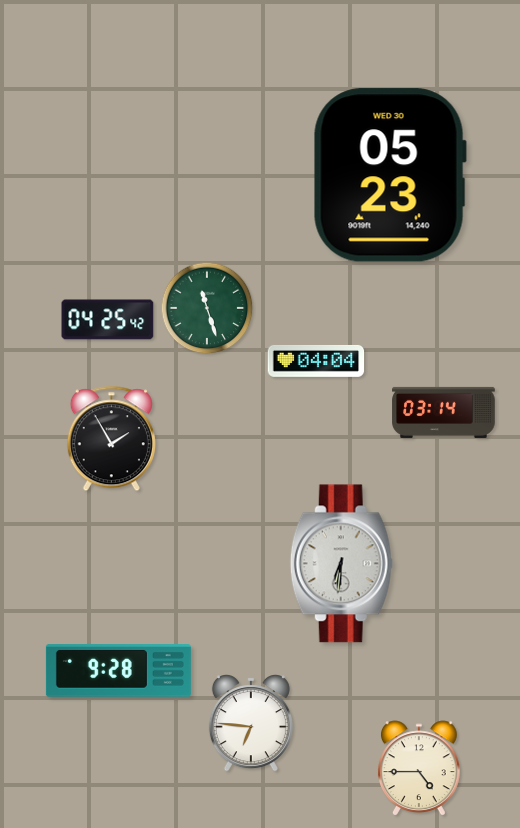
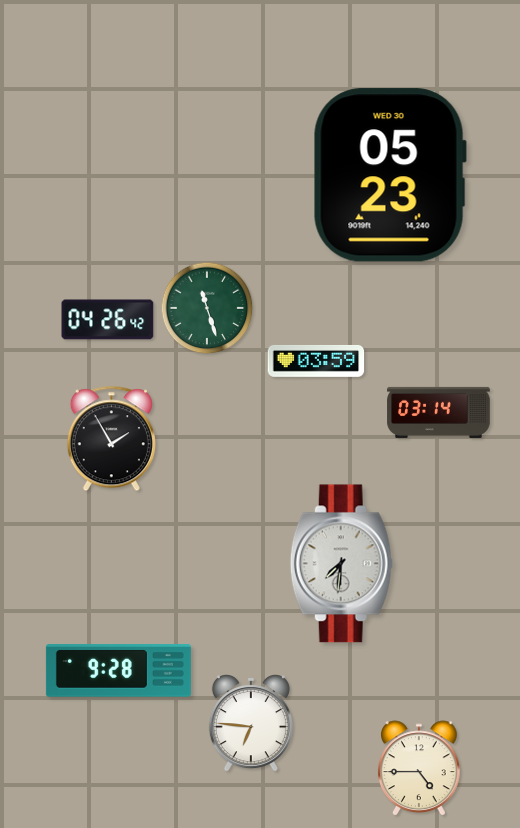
clock at (108, 320): 04:25 -> 04:26
clock at (316, 361): 04:04 -> 03:59
clock at (444, 412) position: (444, 412) -> (439, 412)
clock at (341, 564): 6:31 -> 7:31
